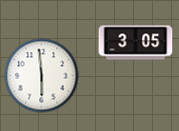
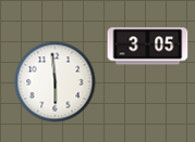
clock at (42, 76) position: (42, 76) -> (56, 82)
